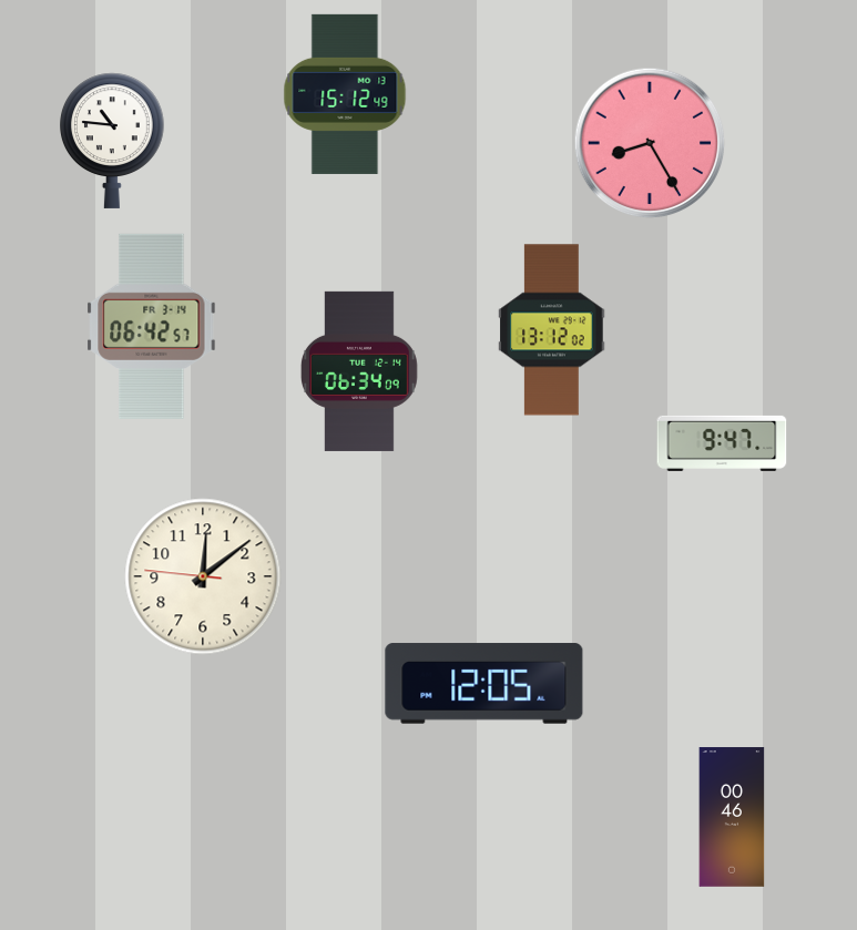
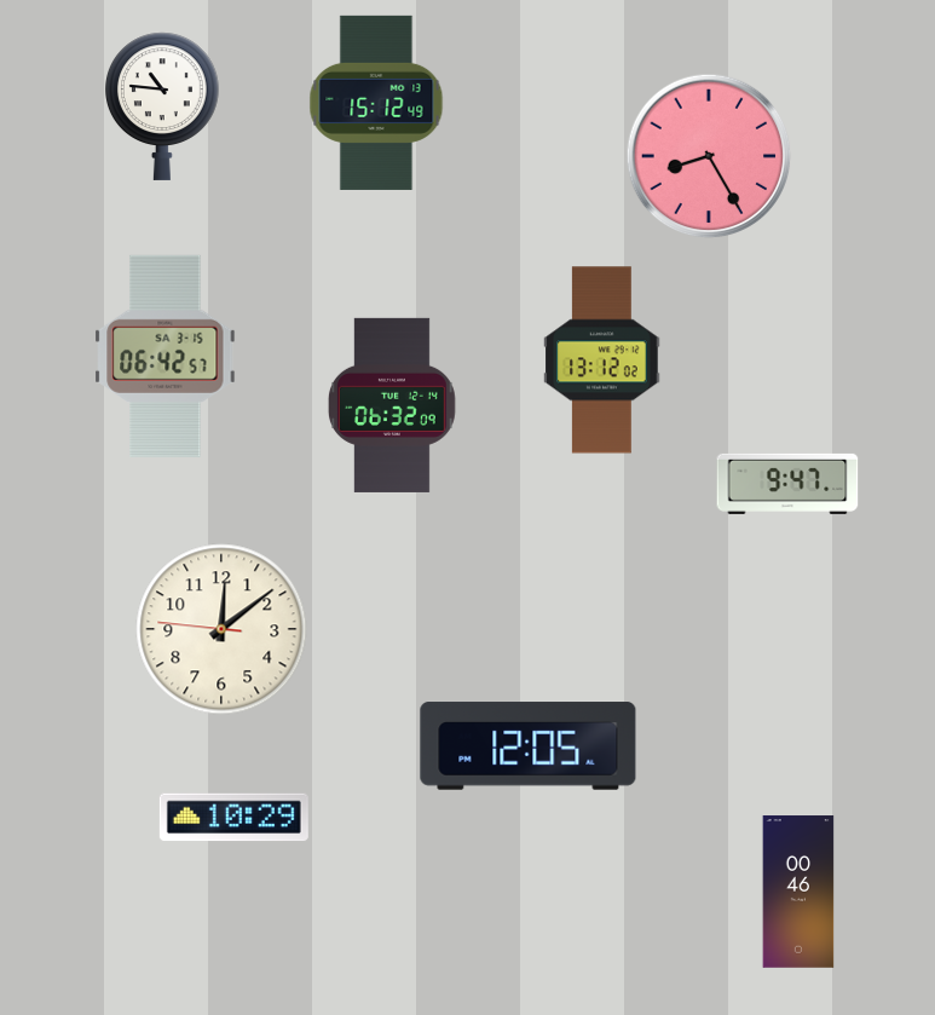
clock at (113, 141) position: (113, 141) -> (163, 106)
clock at (152, 326) date: FR 3-14 -> SA 3-15
clock at (359, 371): 06:34 -> 06:32
clock at (233, 818): none -> 10:29
